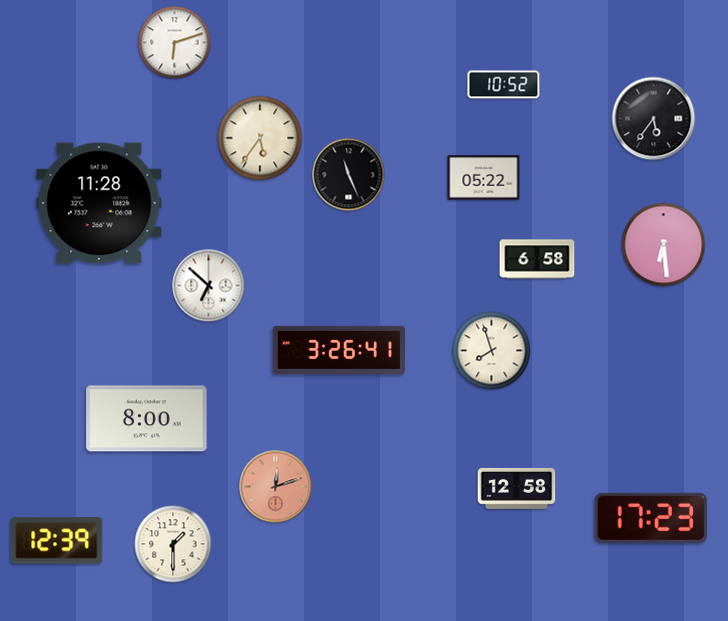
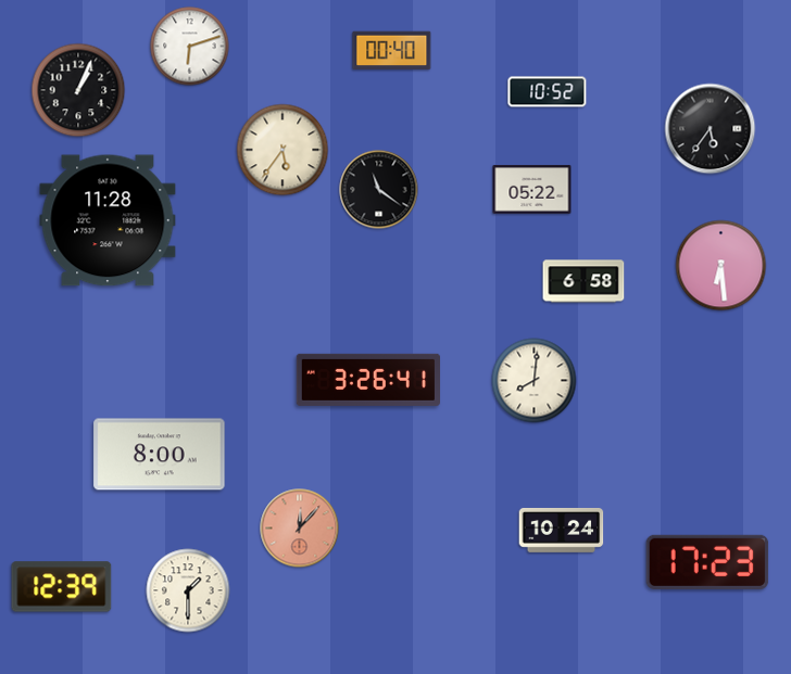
clock at (392, 51): none -> 00:40
clock at (78, 90): none -> 1:04
clock at (349, 175): 11:26 -> 11:21
clock at (484, 178) position: (484, 178) -> (532, 190)
clock at (209, 286): 6:52 -> none
clock at (492, 351): 7:57 -> 8:01
clock at (276, 487): 12:12 -> 12:07
clock at (517, 489): 12:58 -> 10:24
